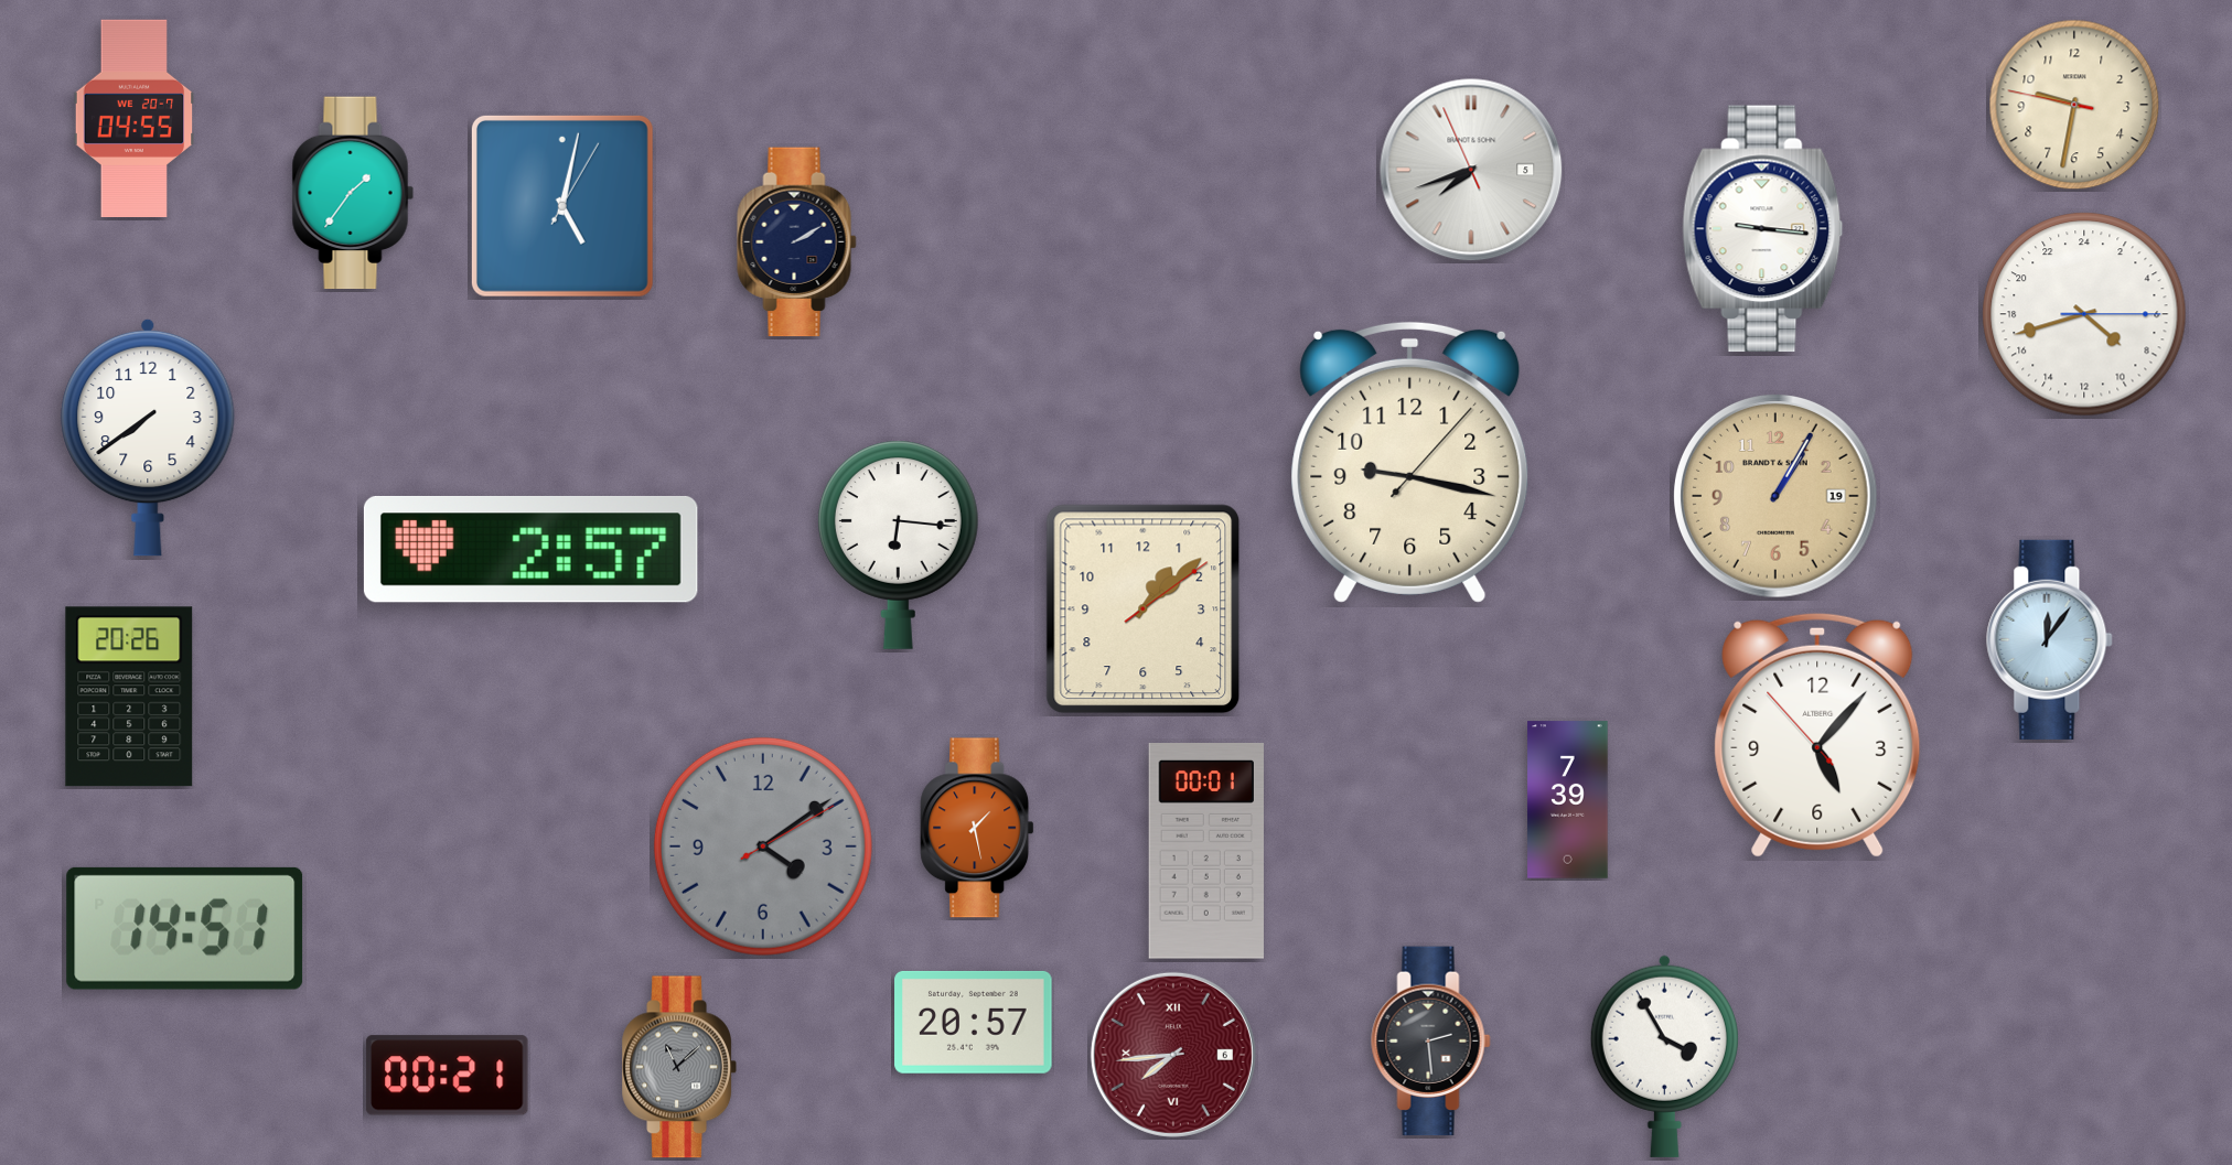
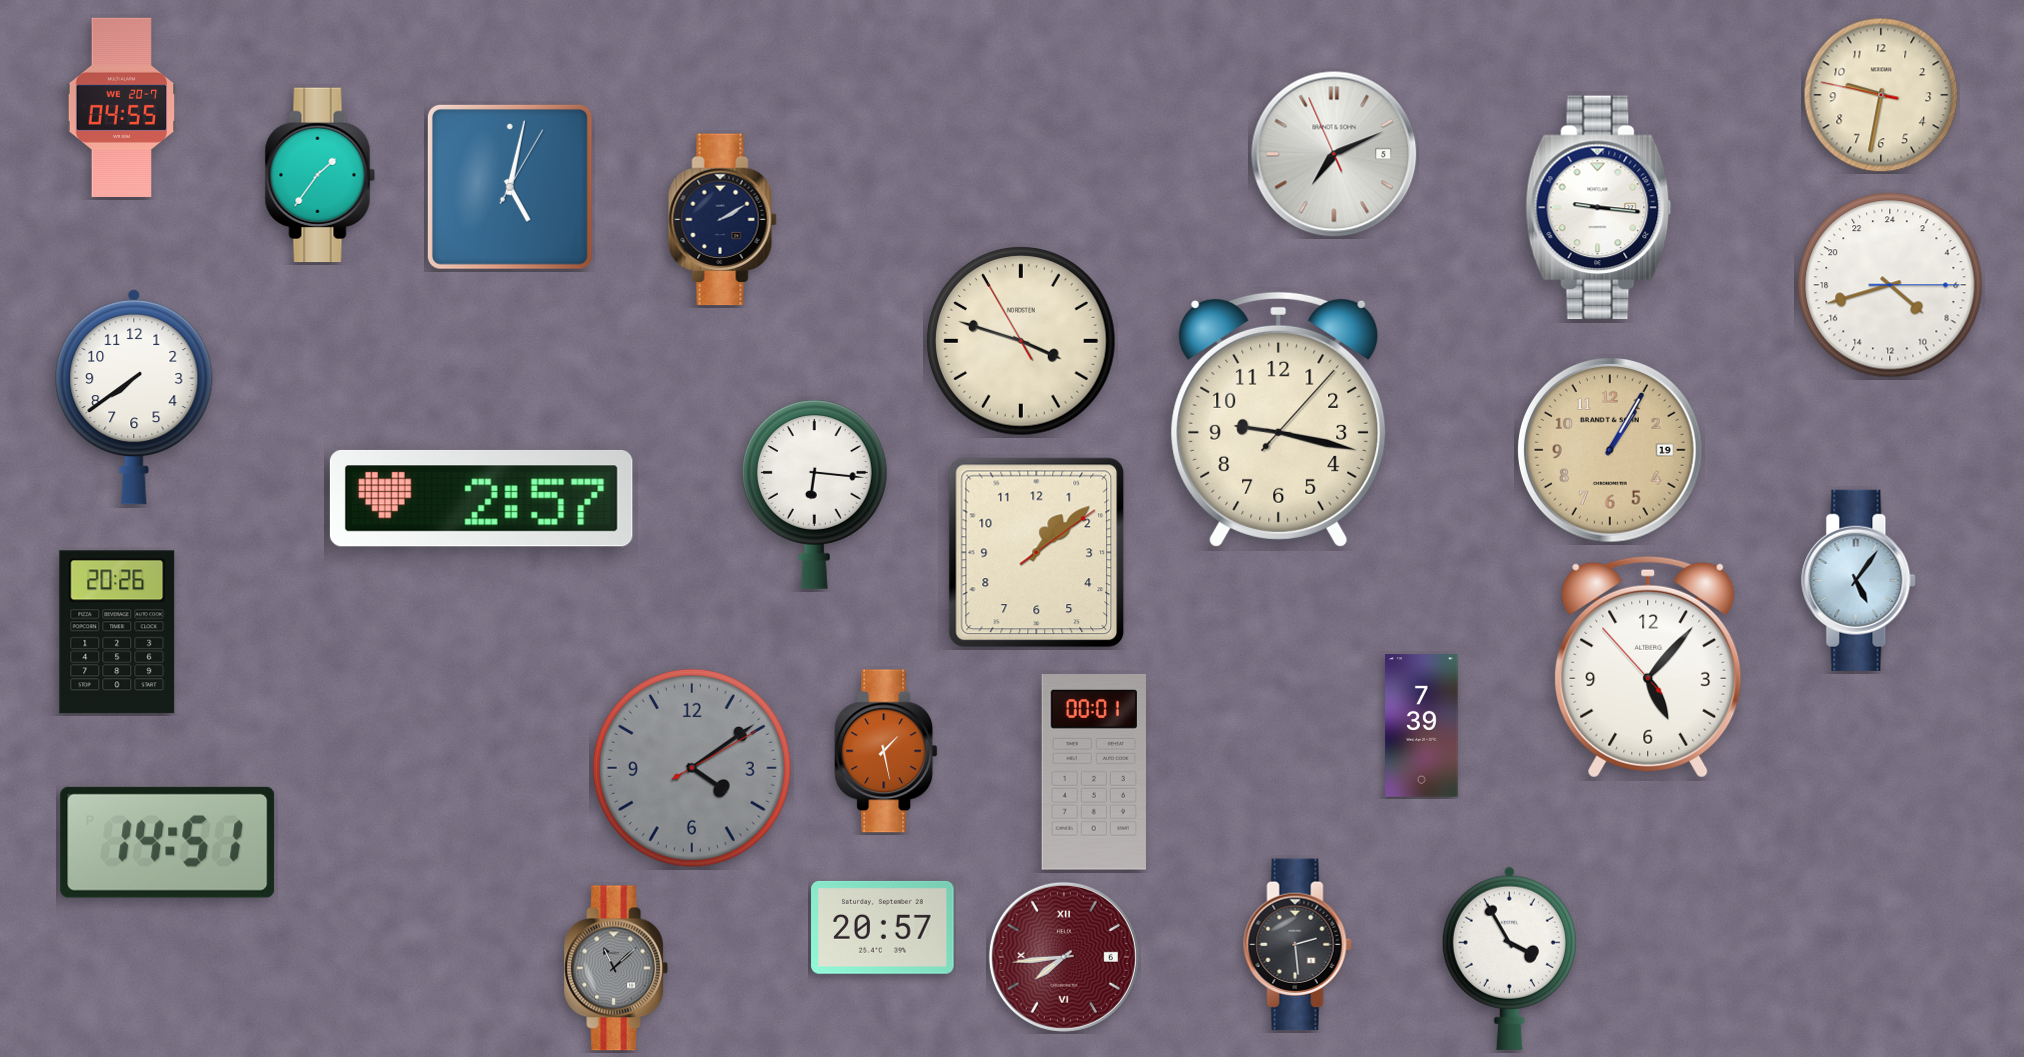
clock at (1471, 170): 7:41 -> 7:10
clock at (1022, 342): none -> 3:47
clock at (2050, 639): 12:06 -> 5:06
clock at (448, 1076): 00:21 -> none
